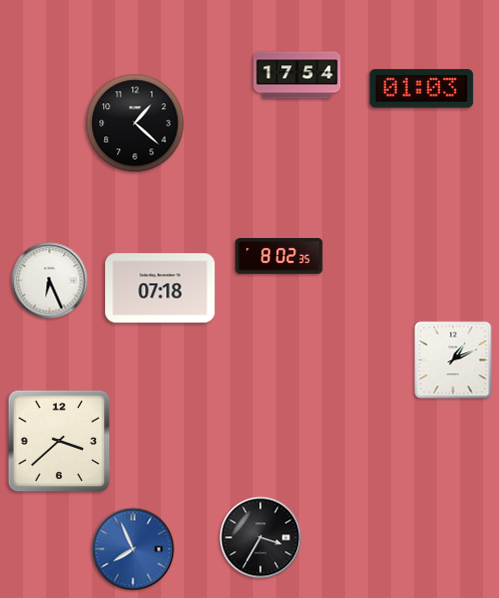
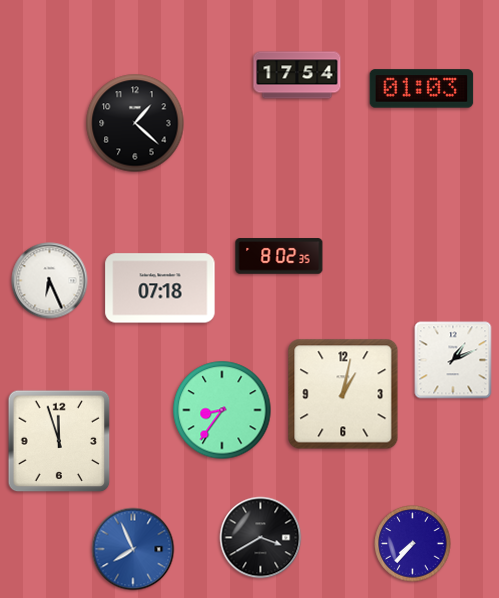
clock at (343, 394): none -> 1:02
clock at (222, 410): none -> 8:36
clock at (59, 441): 3:38 -> 11:57
clock at (261, 538): 3:35 -> 3:40
clock at (413, 544): none -> 7:37
